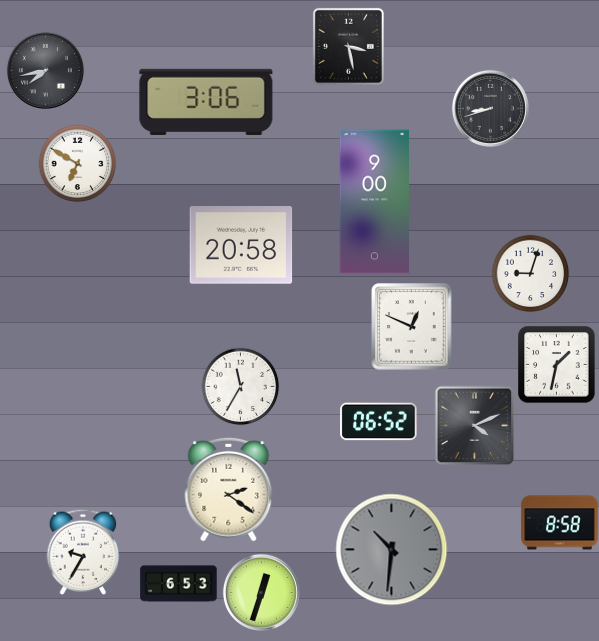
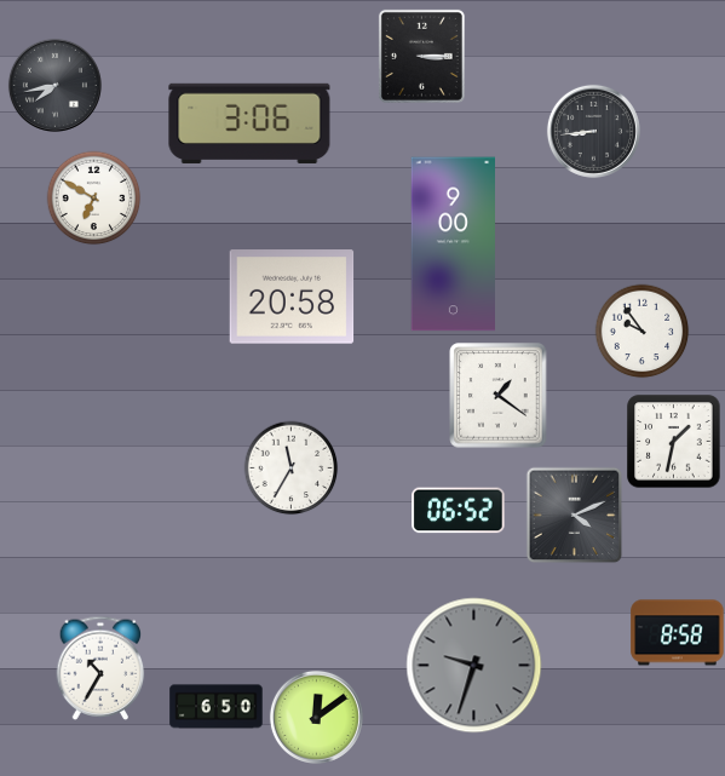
clock at (348, 46): 3:28 -> 3:15
clock at (490, 108): 8:42 -> 8:44
clock at (530, 273): 9:03 -> 9:54
clock at (412, 327): 12:49 -> 1:21
clock at (229, 489): 2:21 -> none
clock at (392, 550): 10:31 -> 9:33
clock at (83, 552): 9:35 -> 10:35
clock at (179, 584): 6:53 -> 6:50
clock at (261, 592): 12:33 -> 12:09
